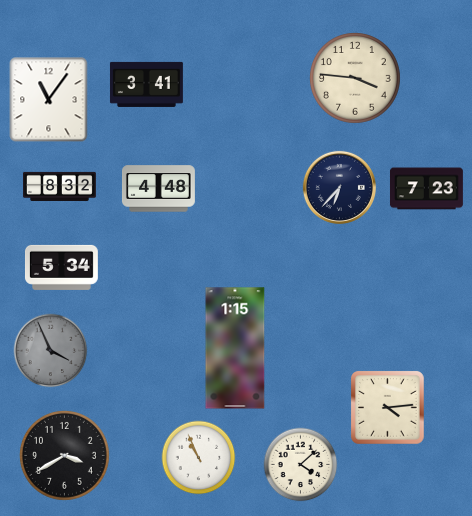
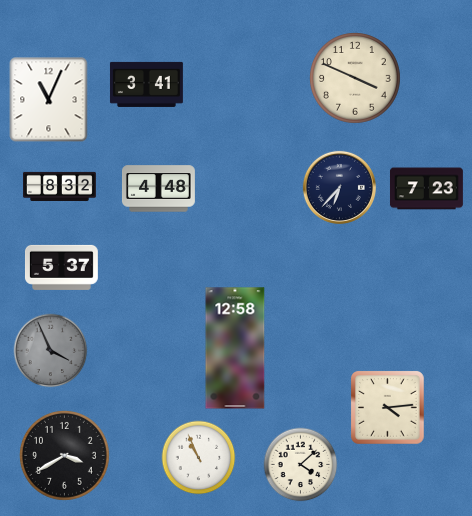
clock at (356, 79): 3:46 -> 3:49
clock at (49, 100): 11:06 -> 11:04
clock at (61, 267): 5:34 -> 5:37
clock at (235, 348): 1:15 -> 12:58
